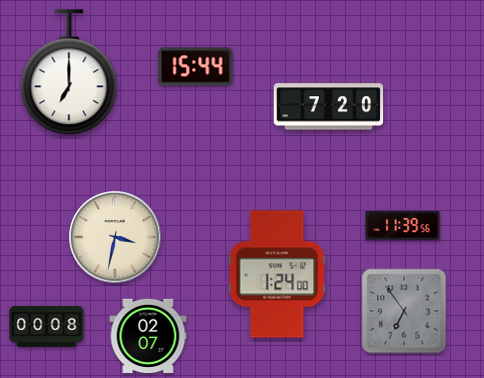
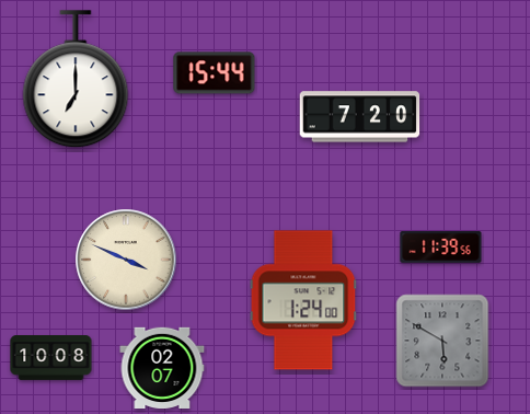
clock at (115, 237): 3:32 -> 3:49
clock at (404, 311): 6:54 -> 5:50
clock at (47, 327): 00:08 -> 10:08
